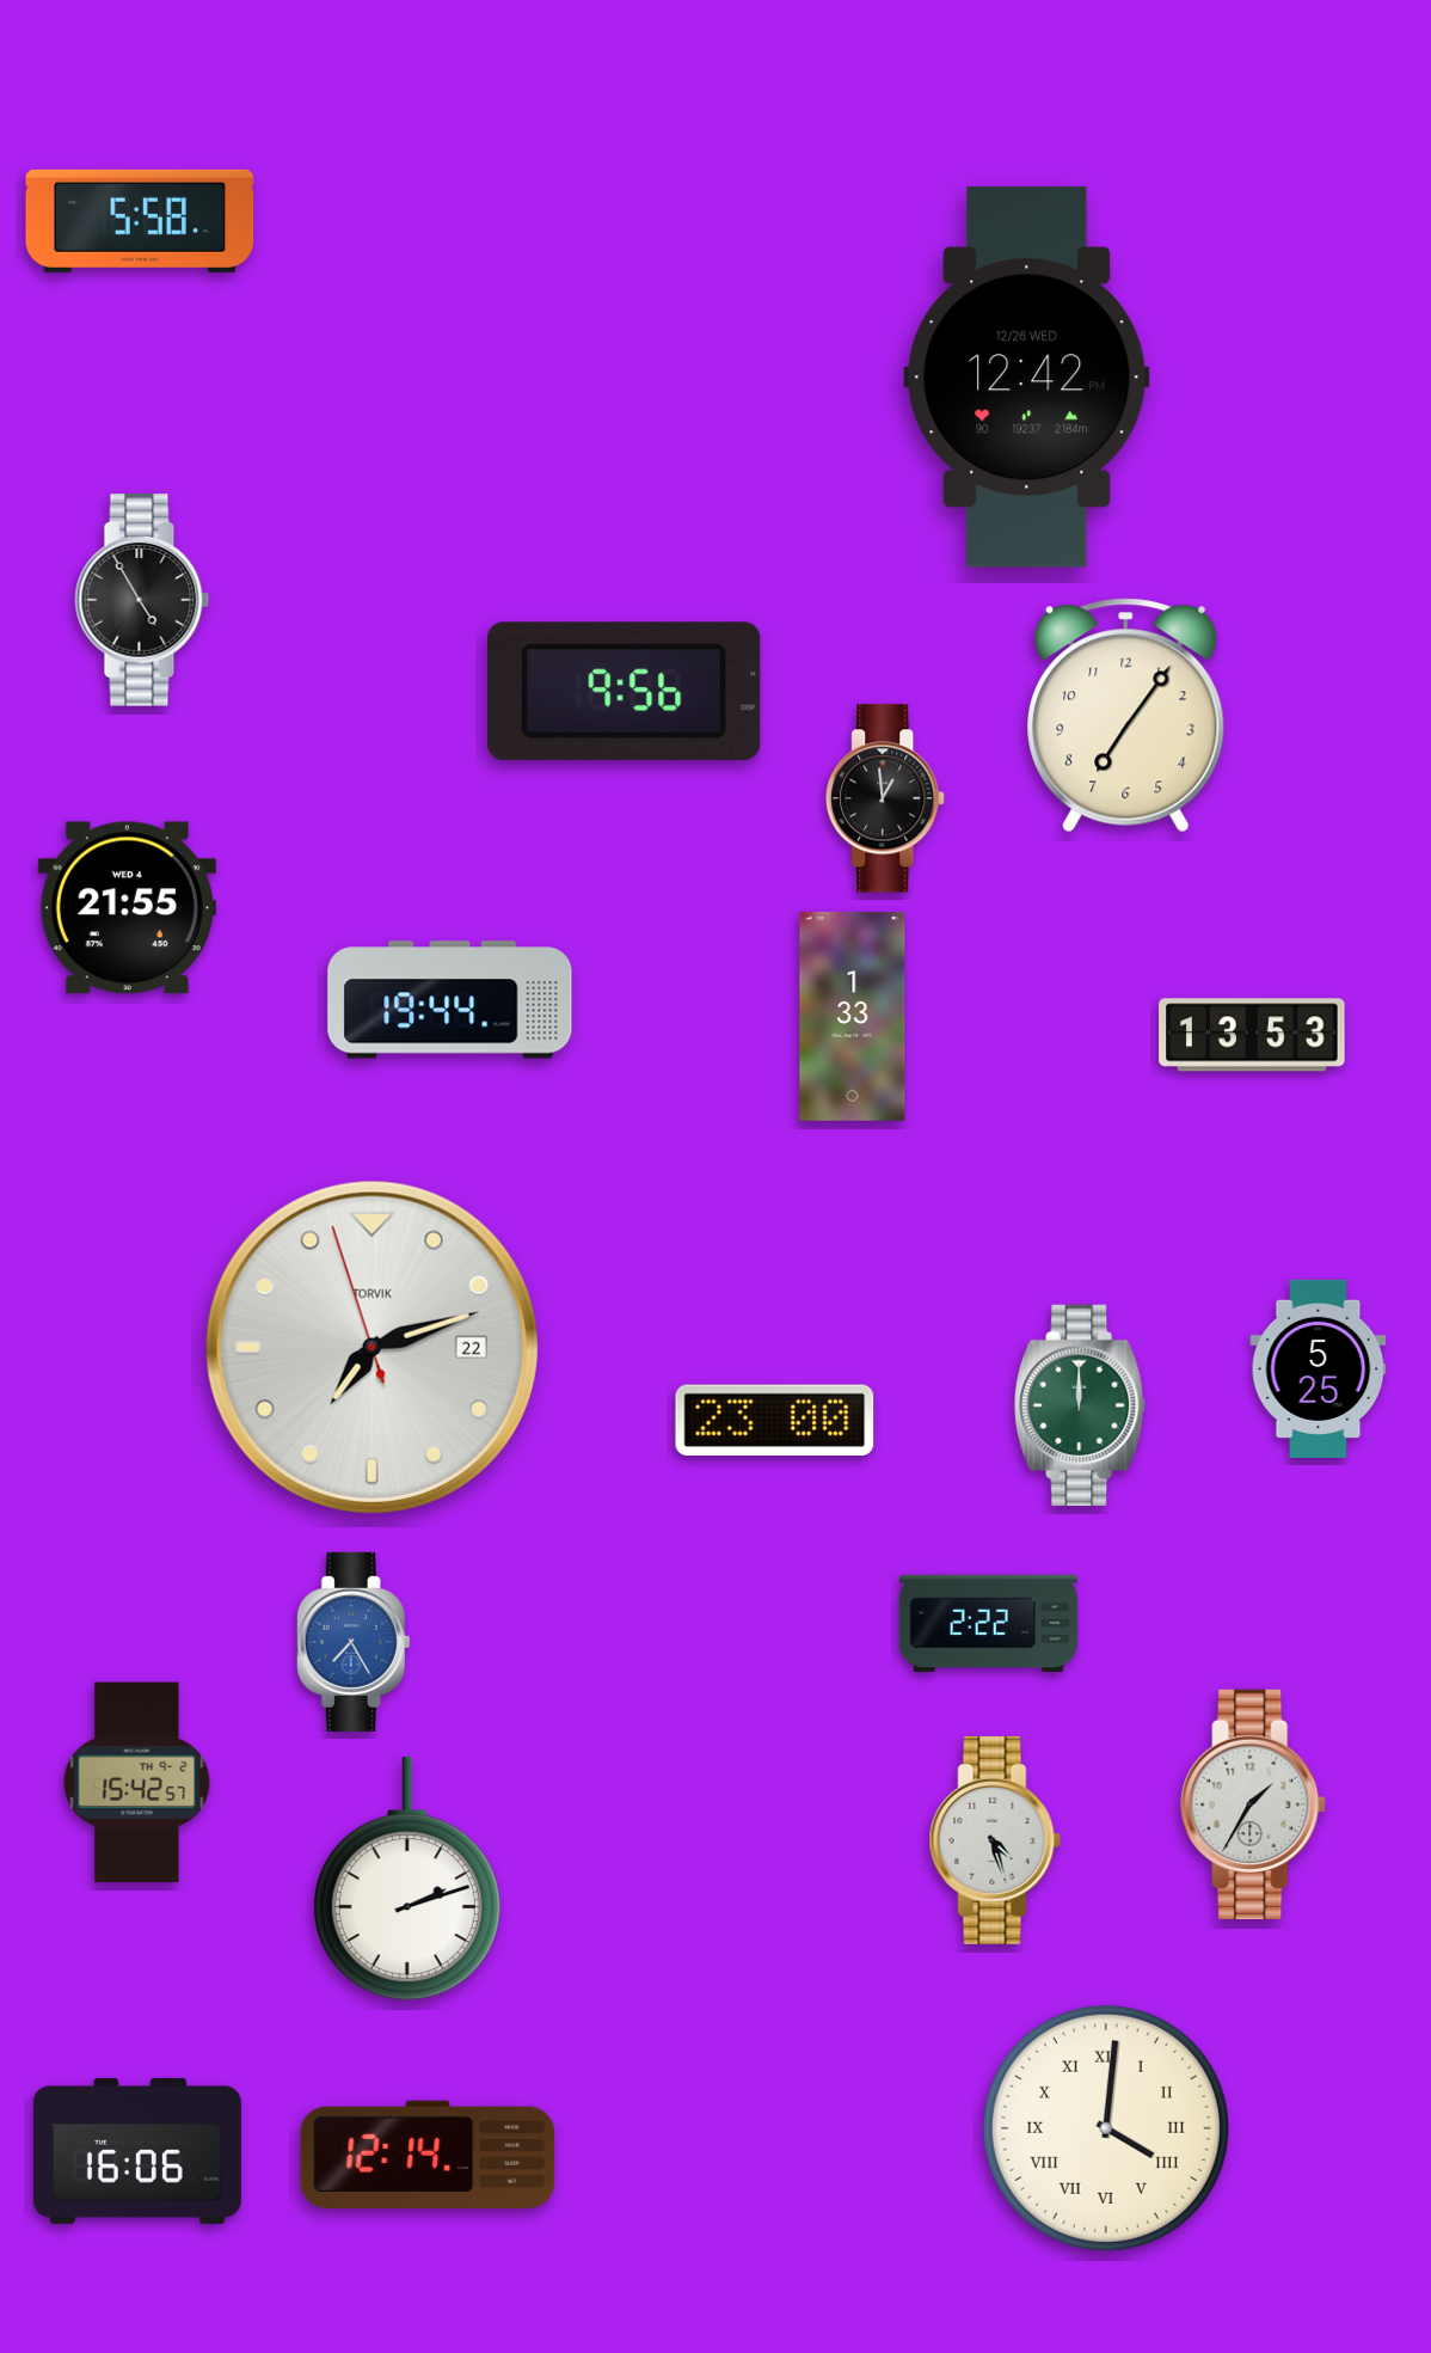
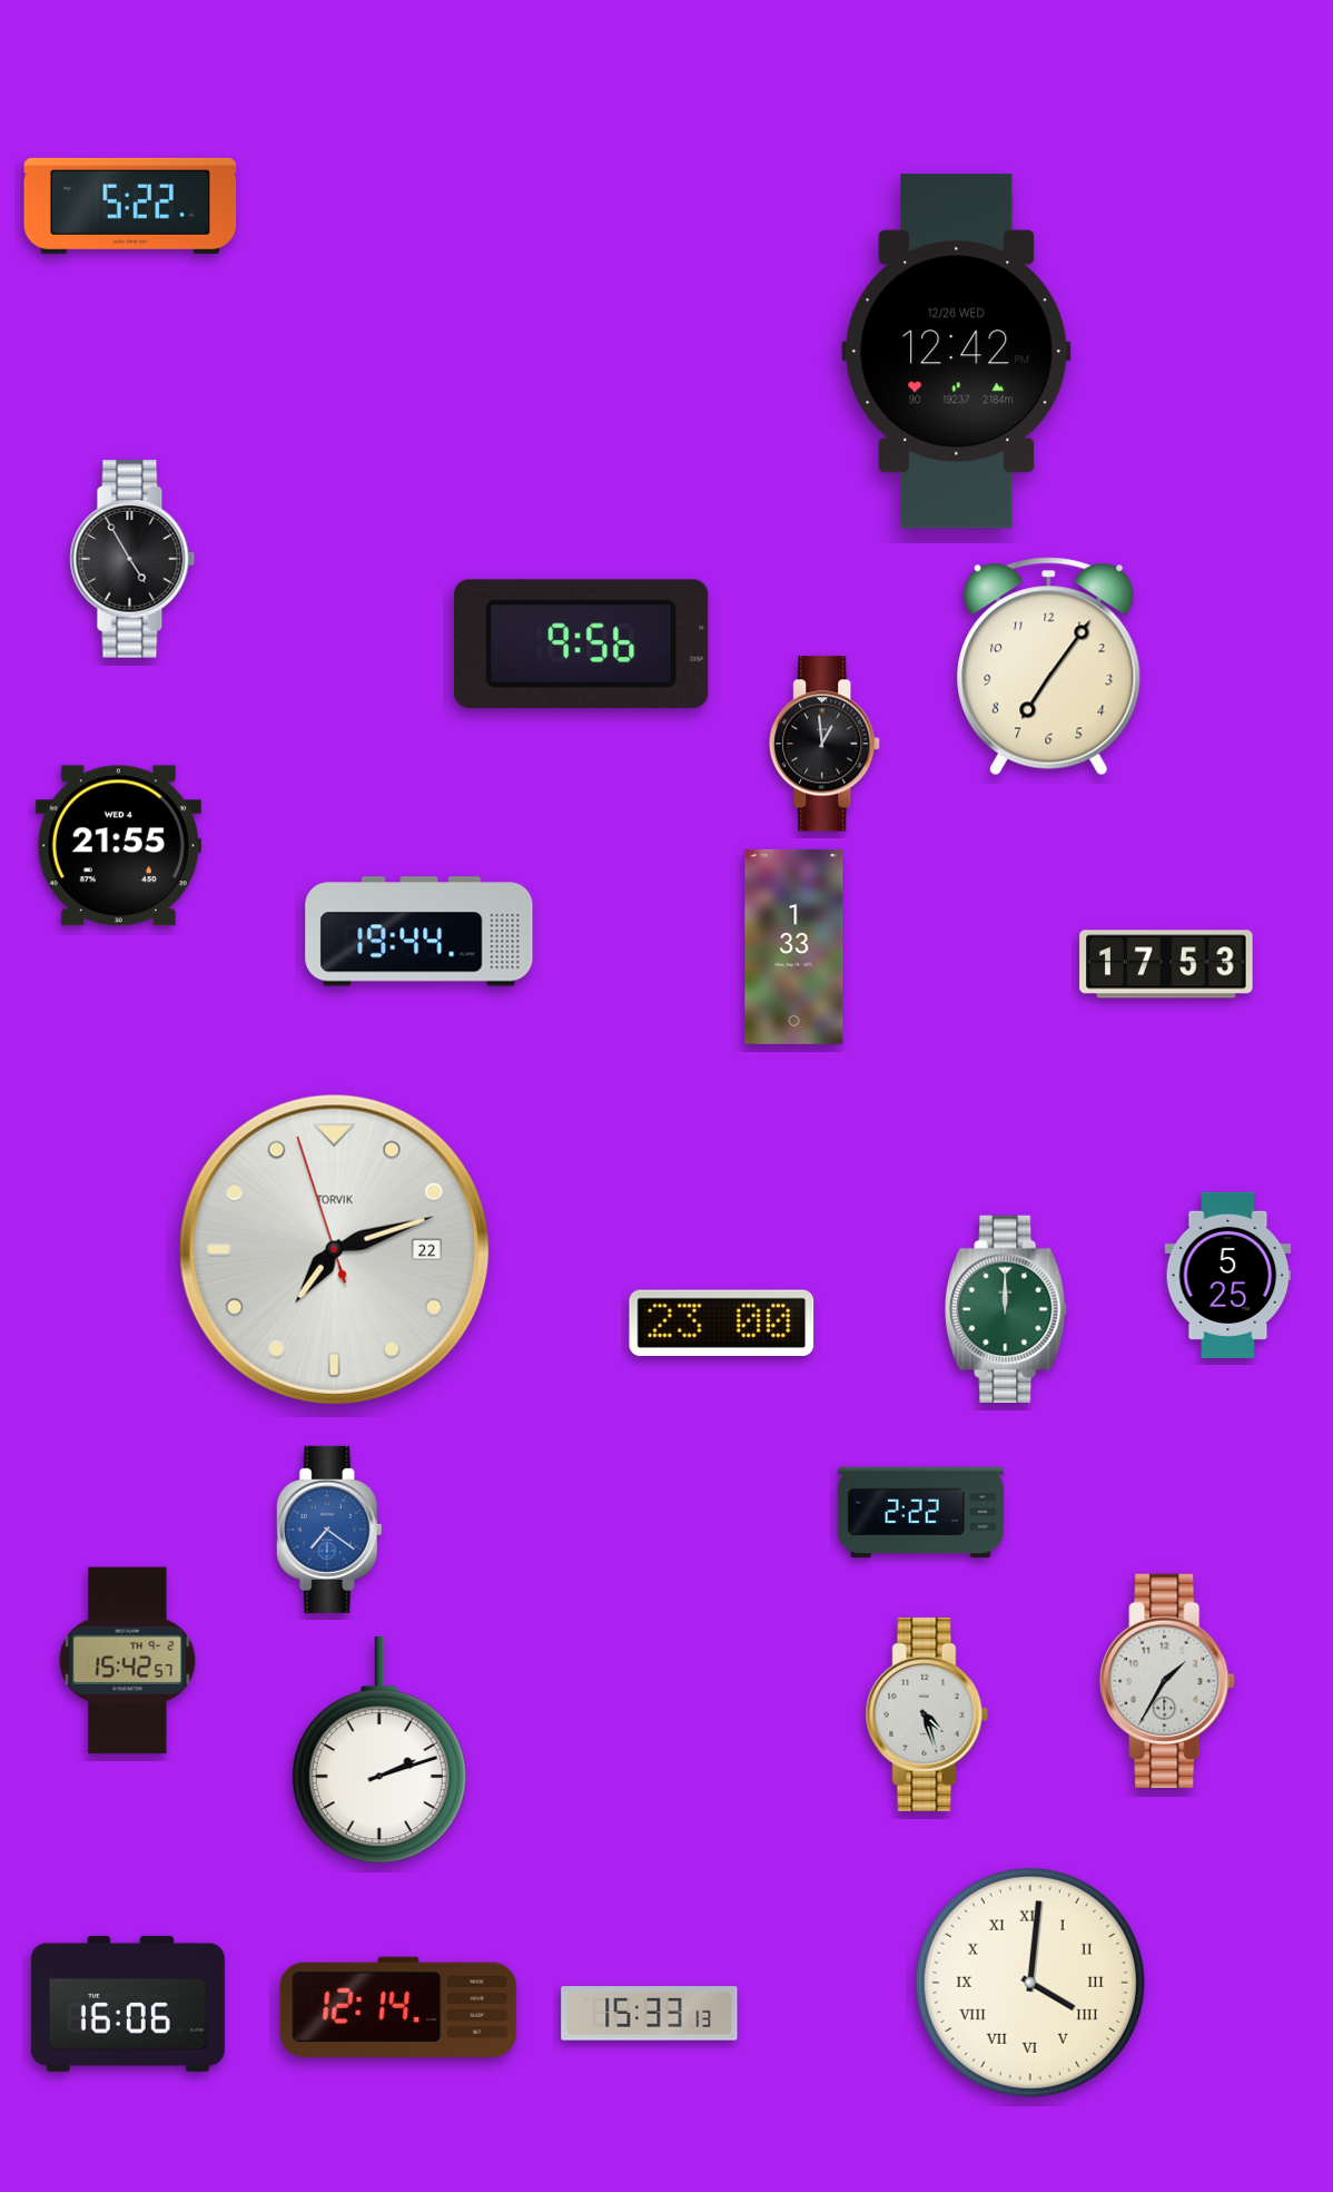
clock at (140, 221): 5:58 -> 5:22
clock at (1252, 1035): 13:53 -> 17:53
clock at (371, 1347) position: (371, 1347) -> (334, 1249)
clock at (354, 1642): 7:25 -> 7:21
clock at (650, 2014): none -> 15:33
